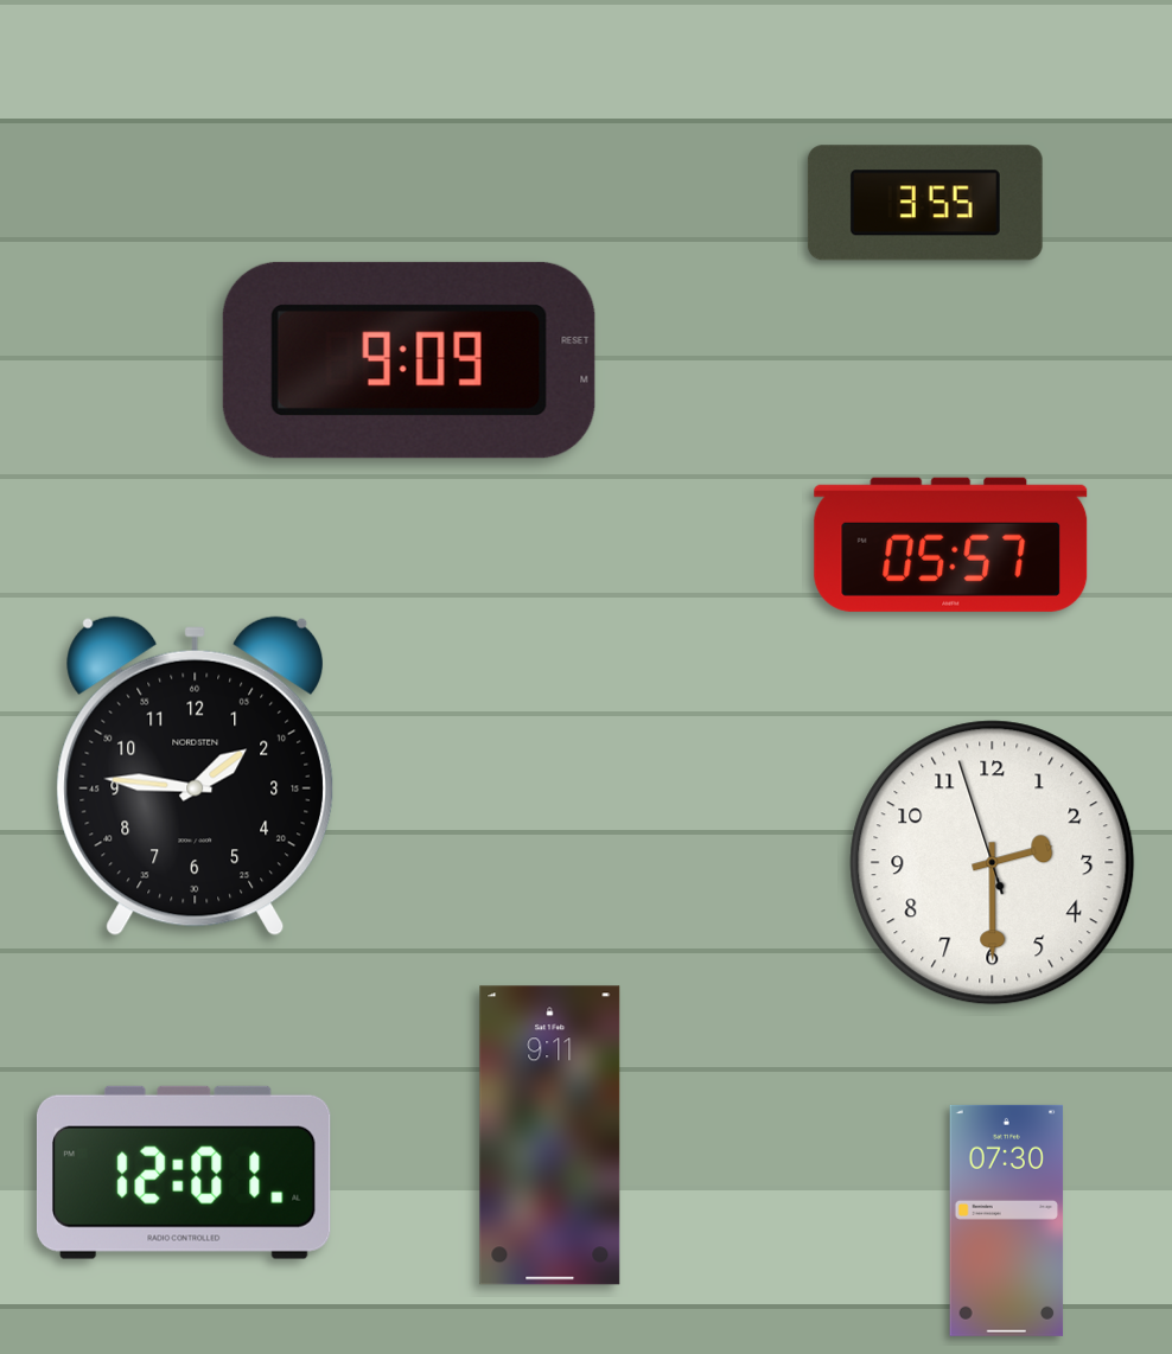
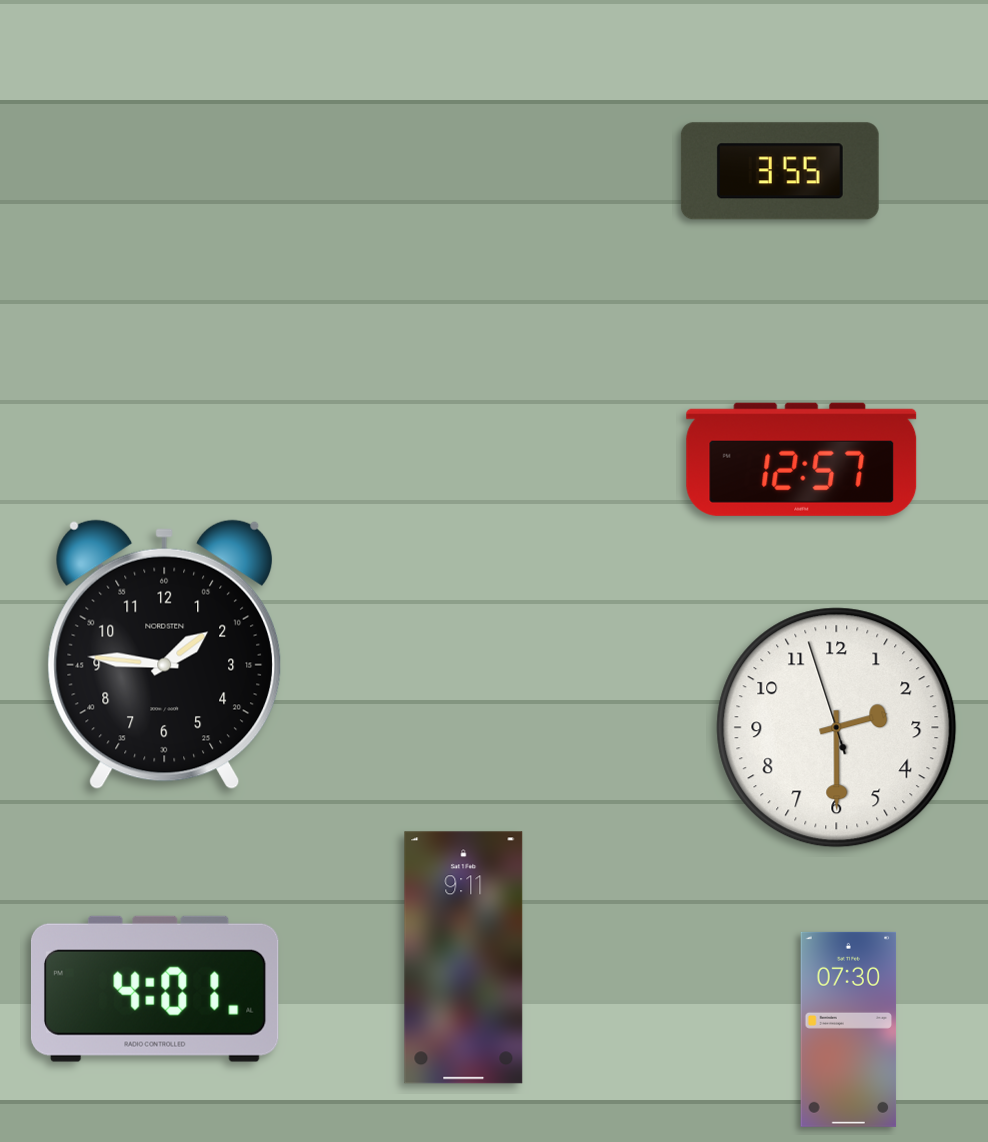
clock at (409, 360): 9:09 -> none
clock at (951, 544): 05:57 -> 12:57
clock at (184, 1173): 12:01 -> 4:01
